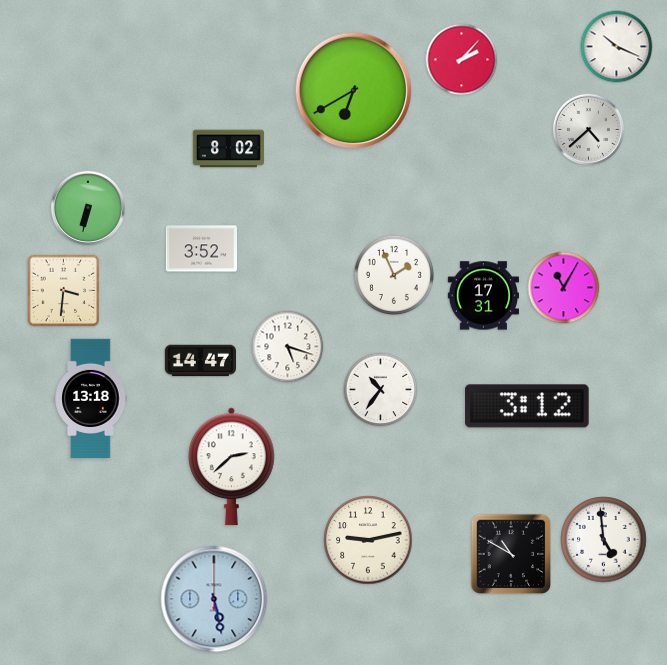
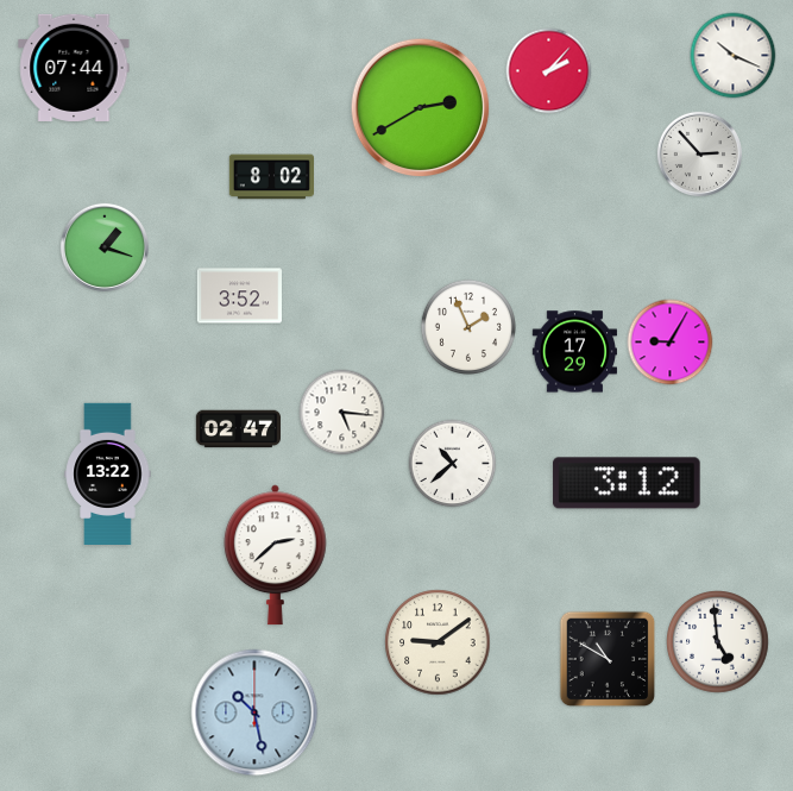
clock at (74, 68): none -> 07:44
clock at (354, 91): 6:40 -> 2:40
clock at (588, 129): 4:38 -> 2:53
clock at (88, 208): 6:32 -> 1:18
clock at (564, 288): 11:05 -> 9:05
clock at (64, 291): 3:31 -> none
clock at (483, 296): 17:31 -> 17:29
clock at (288, 347): 5:18 -> 5:16
clock at (200, 361): 14:47 -> 02:47
clock at (381, 390): 10:36 -> 10:38
clock at (91, 398): 13:18 -> 13:22
clock at (368, 540): 9:13 -> 9:09
clock at (214, 599): 5:28 -> 10:28
